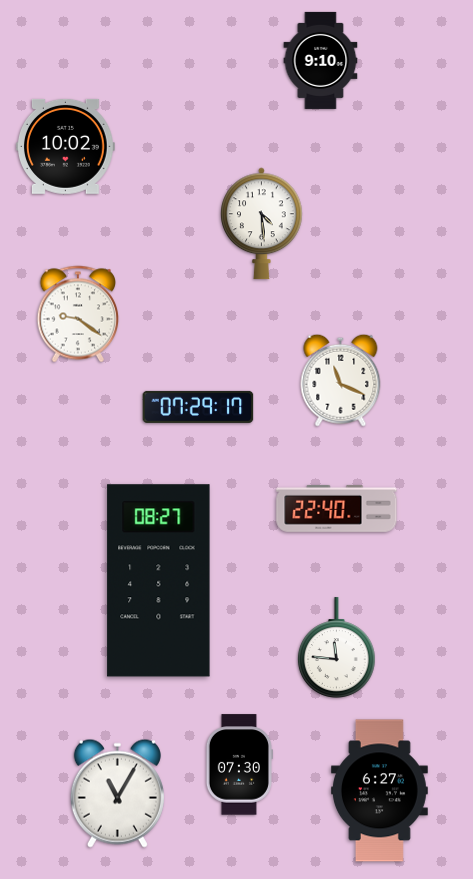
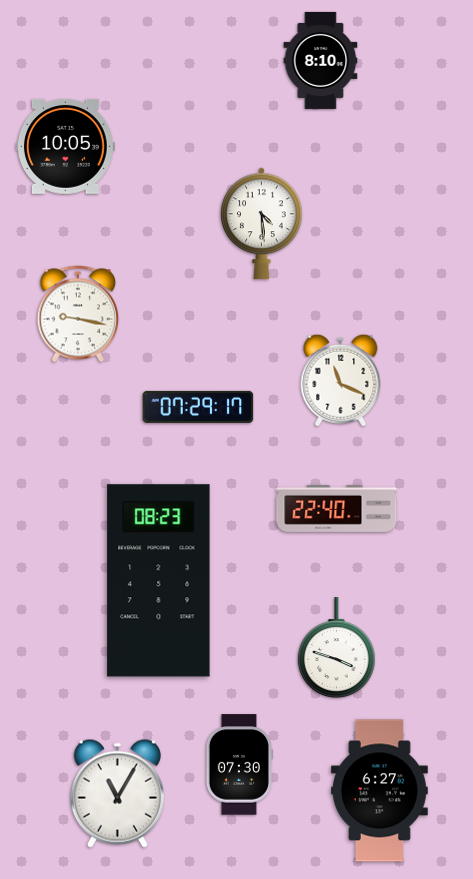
clock at (321, 60): 9:10 -> 8:10
clock at (65, 146): 10:02 -> 10:05
clock at (78, 314): 9:21 -> 9:17
clock at (159, 581): 08:27 -> 08:23
clock at (336, 648): 11:46 -> 3:48
